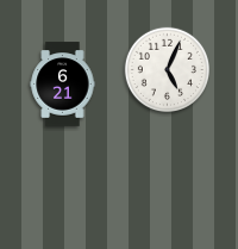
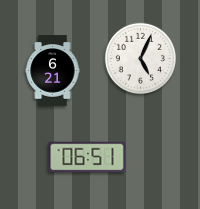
clock at (87, 157): none -> 06:51
